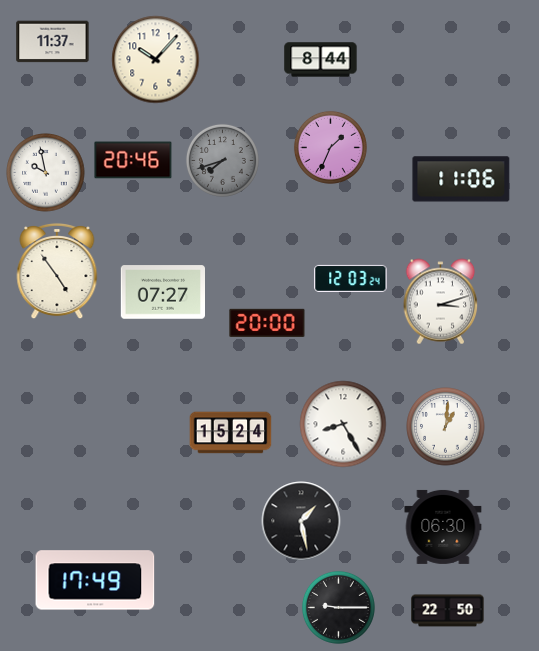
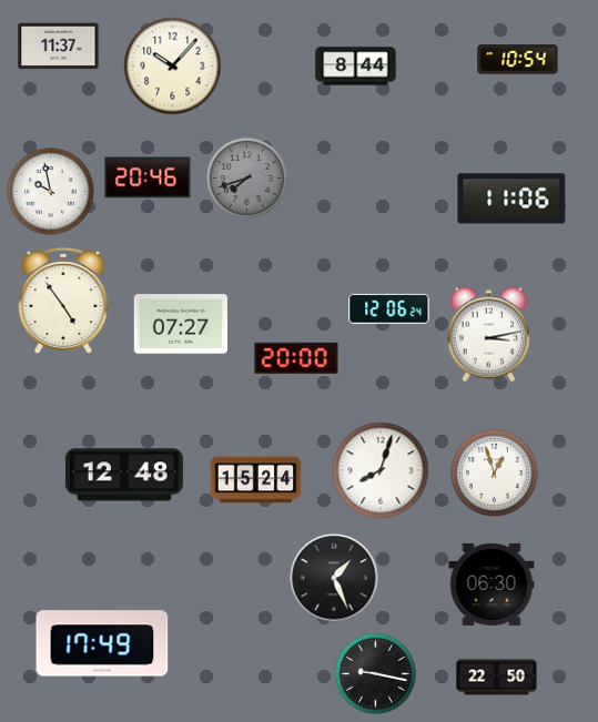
clock at (518, 60): none -> 10:54
clock at (330, 147): 1:34 -> none
clock at (351, 278): 12:03 -> 12:06
clock at (441, 302): 3:12 -> 3:13
clock at (343, 424): 8:25 -> 8:03
clock at (446, 427): 1:01 -> 12:57
clock at (124, 475): none -> 12:48
clock at (301, 521): 1:28 -> 1:26
clock at (95, 580) position: (95, 580) -> (102, 643)
clock at (338, 607): 9:15 -> 9:17
